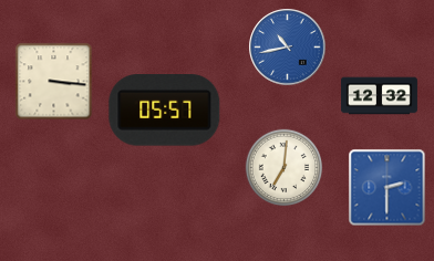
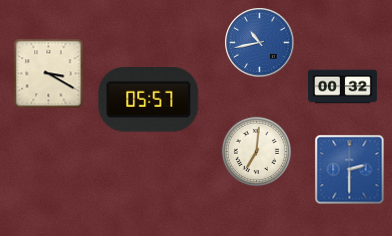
clock at (54, 82): 3:16 -> 3:20
clock at (379, 96): 12:32 -> 00:32
